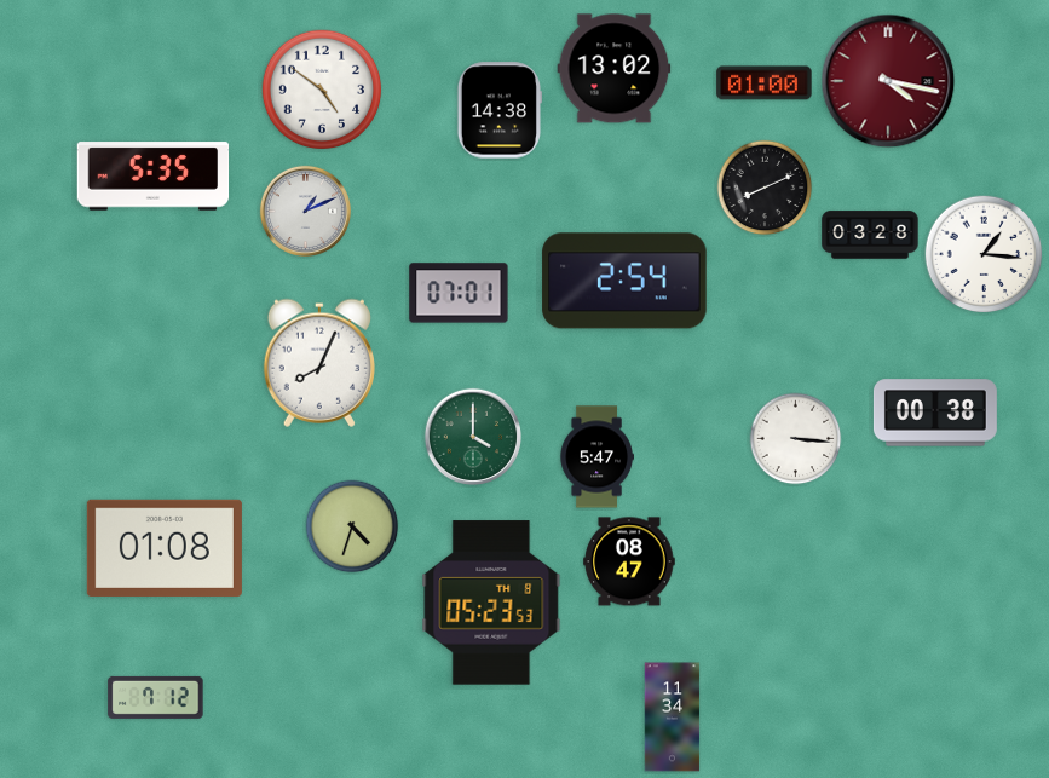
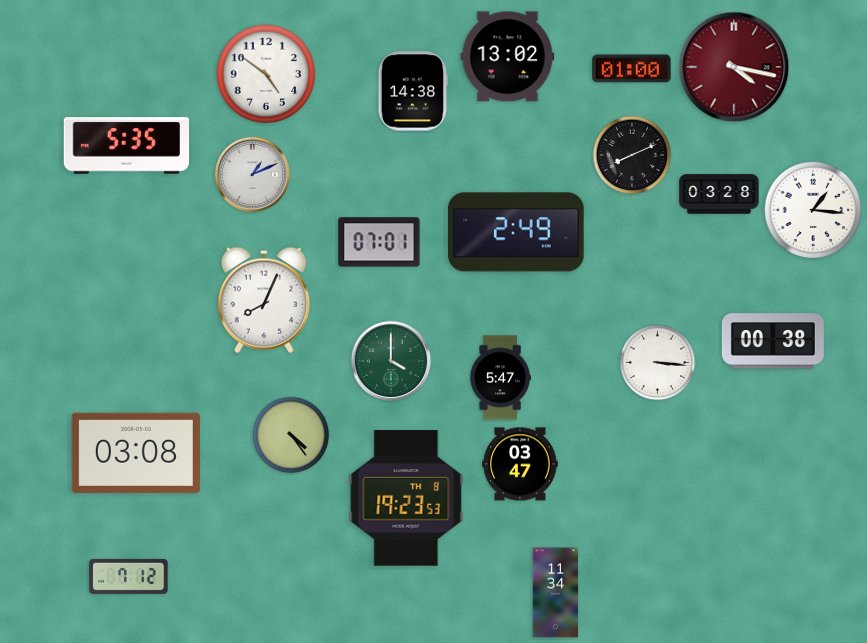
clock at (624, 281): 2:54 -> 2:49
clock at (596, 457) position: (596, 457) -> (500, 378)
clock at (352, 526): 4:33 -> 4:24
clock at (165, 548): 01:08 -> 03:08
clock at (629, 561): 08:47 -> 03:47
clock at (491, 603): 05:23 -> 19:23
